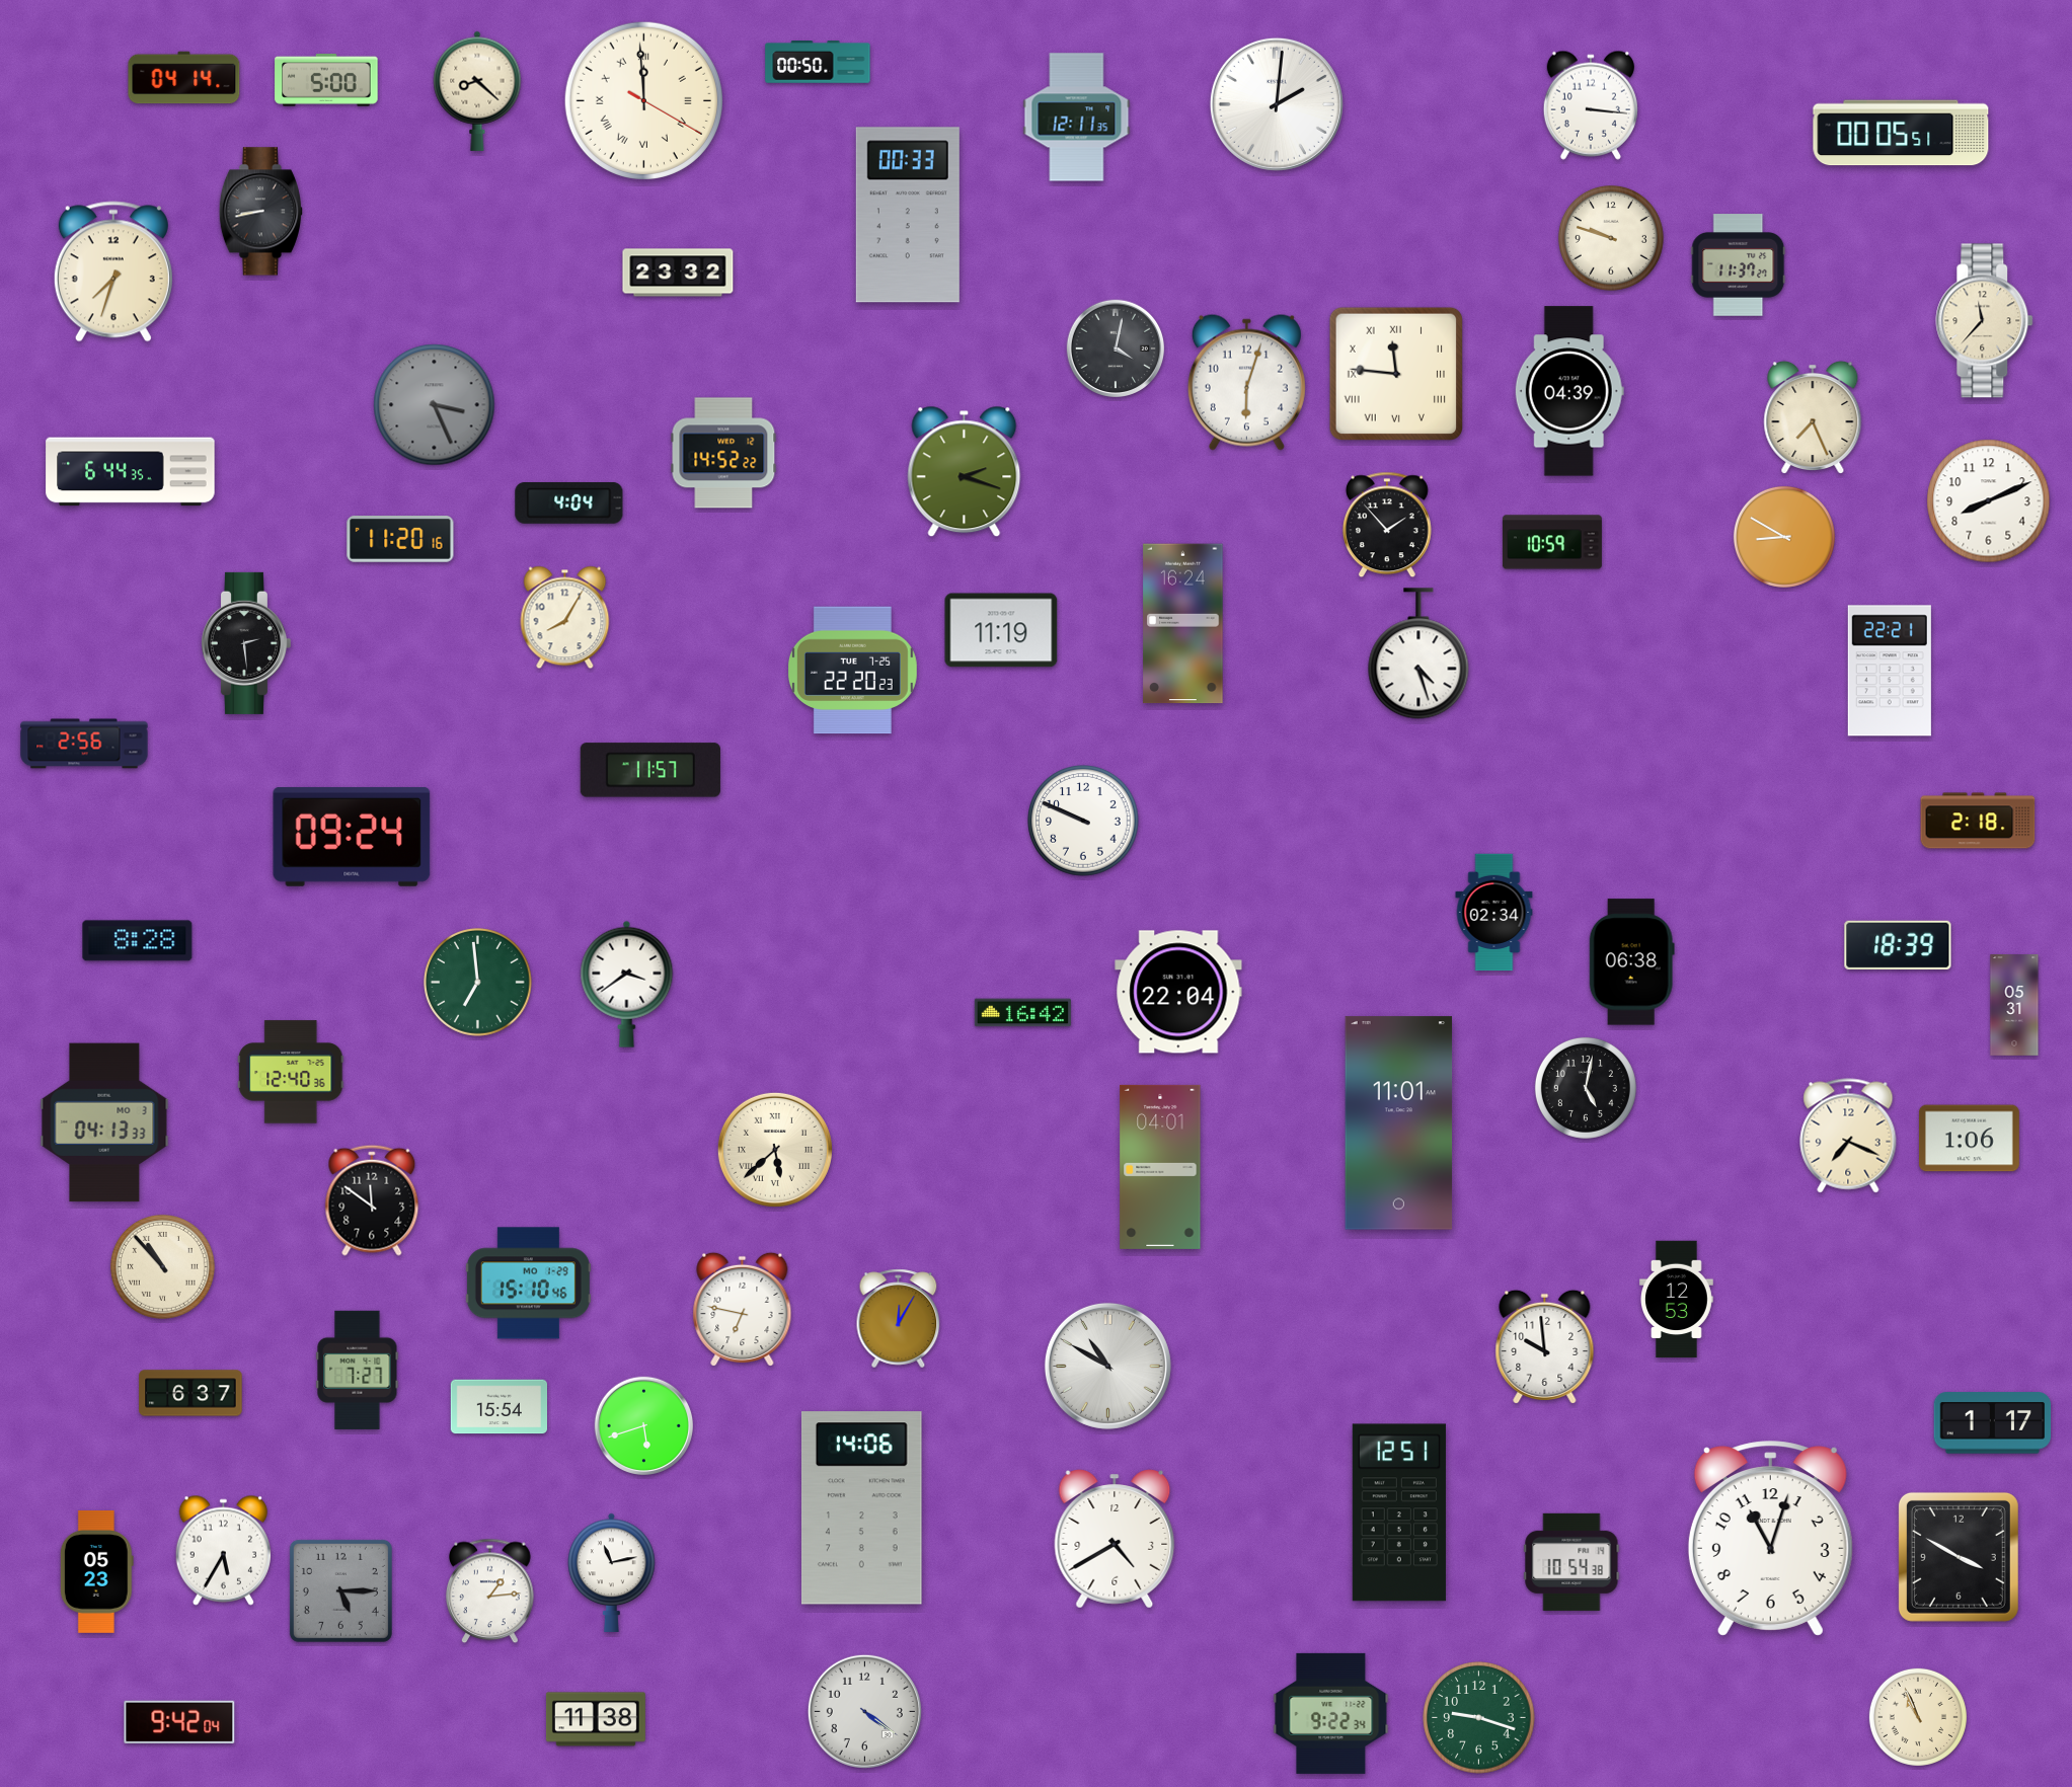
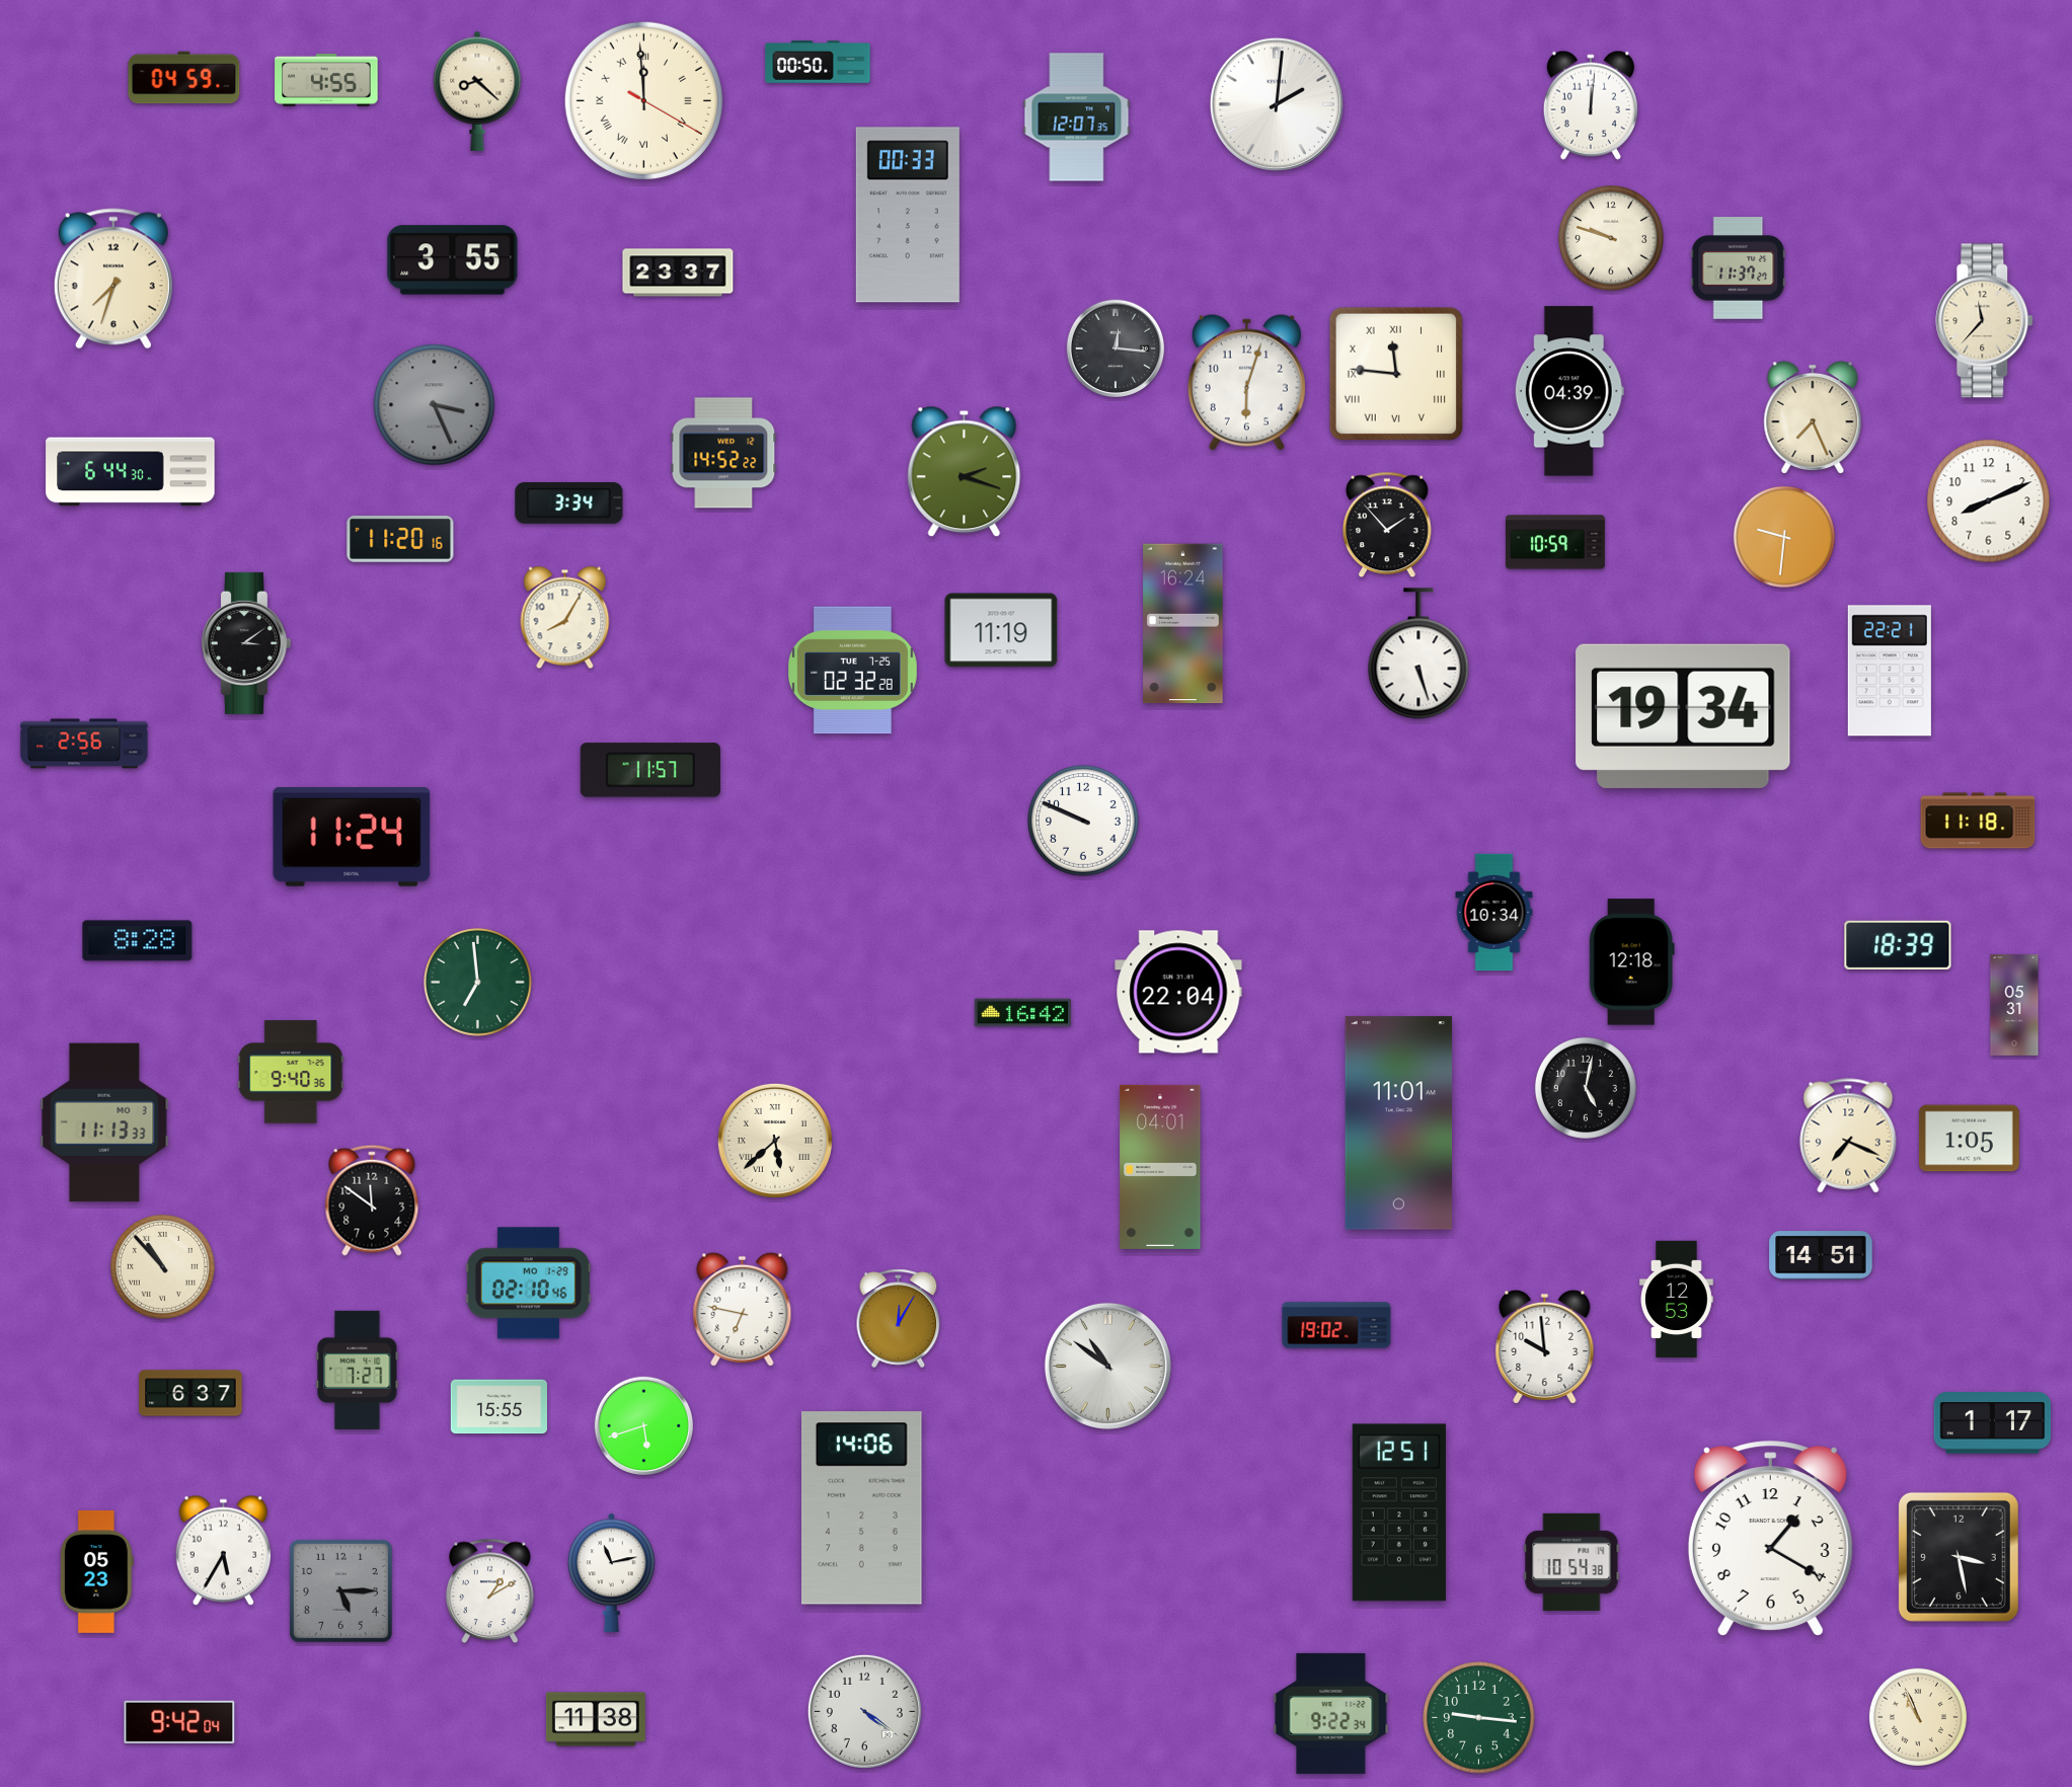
clock at (184, 78): 04:14 -> 04:59
clock at (326, 80): 5:00 -> 4:55
clock at (1591, 105): 3:16 -> 12:01
clock at (1077, 118): 12:11 -> 12:07
clock at (1901, 133): 00:05 -> none
clock at (260, 212): 8:43 -> none
clock at (453, 260): none -> 3:55
clock at (1739, 265) position: (1739, 265) -> (1739, 268)
clock at (113, 271) position: (113, 271) -> (113, 279)
clock at (678, 273): 23:32 -> 23:37
clock at (1115, 347): 4:02 -> 12:16
clock at (131, 472): 6:44:35 -> 6:44:30
clock at (569, 503): 4:04 -> 3:34
clock at (1784, 537): 8:50 -> 9:31
clock at (1552, 542) position: (1552, 542) -> (1555, 542)
clock at (245, 643): 2:29 -> 3:09
clock at (1418, 653): 4:27 -> 5:27
clock at (852, 671): 22:20 -> 02:32
clock at (1683, 716): none -> 19:34
clock at (1978, 821): 2:18 -> 11:18
clock at (352, 837): 09:24 -> 11:24
clock at (1494, 913): 02:34 -> 10:34
clock at (1631, 962): 06:38 -> 12:18
clock at (627, 984): 3:39 -> none
clock at (291, 1072): 12:40 -> 9:40
clock at (104, 1122): 04:13 -> 11:13
clock at (1969, 1139): 1:06 -> 1:05
clock at (775, 1150) position: (775, 1150) -> (775, 1141)
clock at (1821, 1255): none -> 14:51
clock at (528, 1284): 15:10 -> 02:10
clock at (1336, 1325): none -> 19:02
clock at (1107, 1366): 10:50 -> 10:51
clock at (498, 1407): 15:54 -> 15:55
clock at (1115, 1539): 4:40 -> none
clock at (1770, 1539): 11:03 -> 1:20
clock at (1959, 1557): 3:50 -> 3:28
clock at (490, 1591): 1:14 -> 1:10
clock at (1479, 1718): 9:18 -> 9:16
